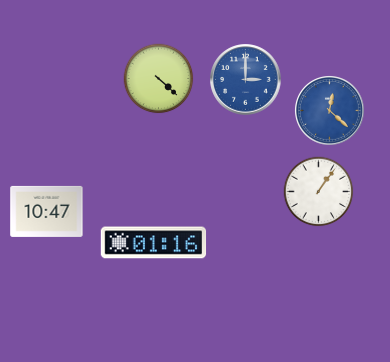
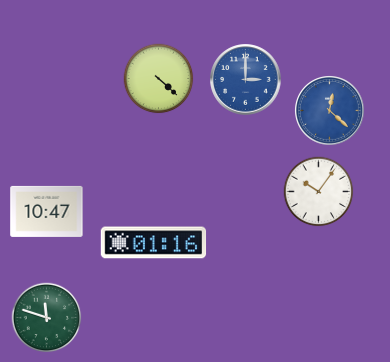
clock at (319, 192): 1:06 -> 10:06
clock at (47, 318): none -> 11:48
